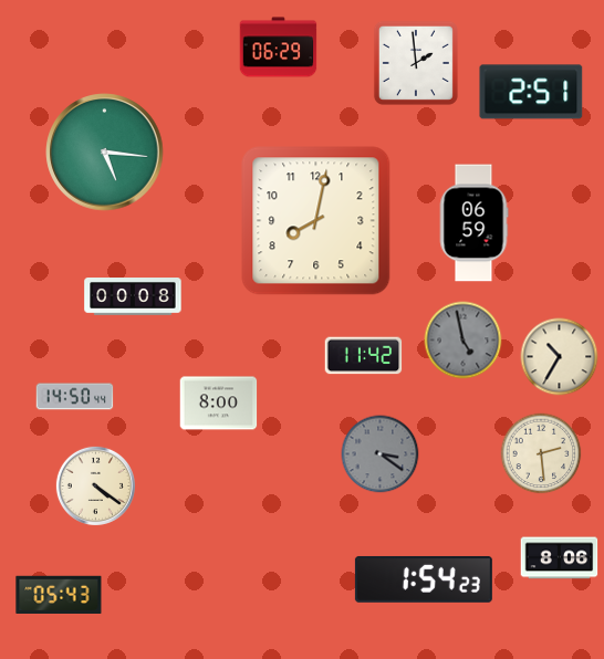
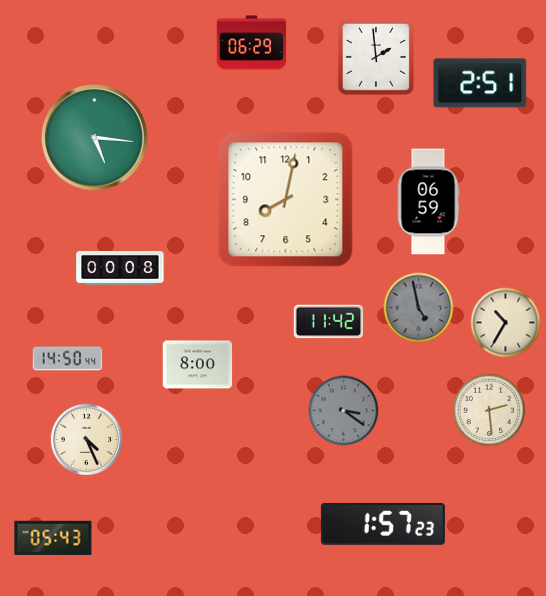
clock at (95, 485): 4:21 -> 4:26
clock at (560, 558): 8:06 -> none
clock at (424, 579): 1:54 -> 1:57
